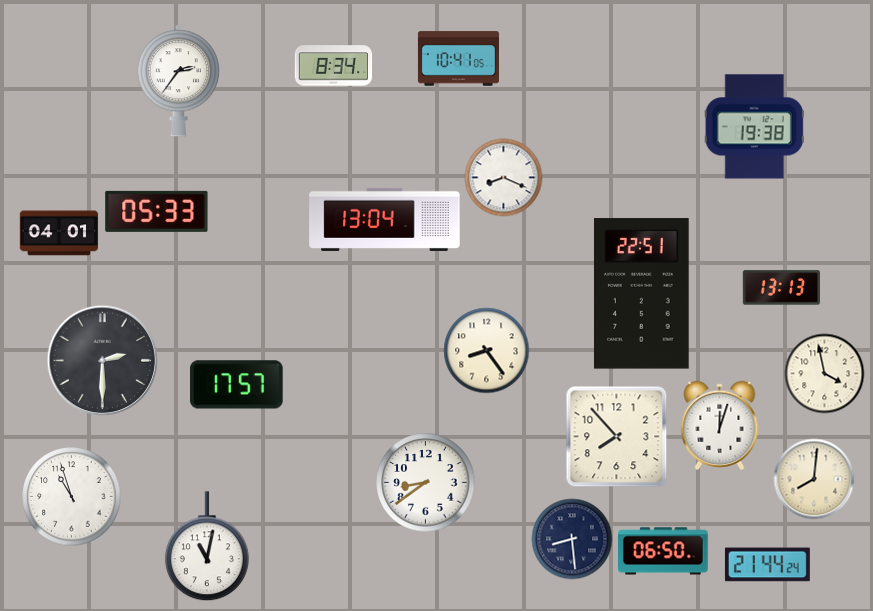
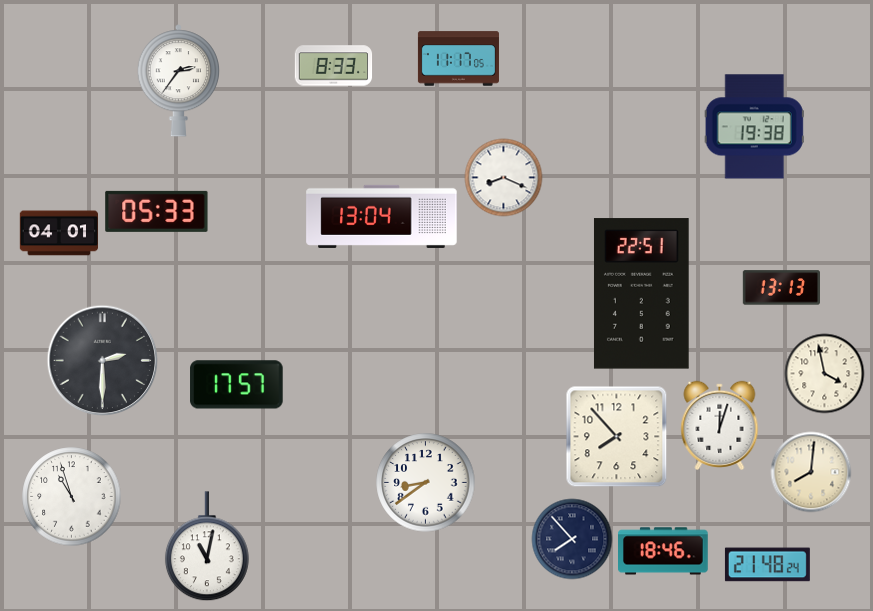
clock at (458, 59): 10:41 -> 11:17
clock at (333, 66): 8:34 -> 8:33
clock at (385, 219) position: (385, 219) -> (382, 216)
clock at (486, 350): 8:24 -> none
clock at (814, 479) position: (814, 479) -> (811, 472)
clock at (572, 539): 8:29 -> 7:53
clock at (664, 551): 06:50 -> 18:46
clock at (767, 565): 21:44 -> 21:48
